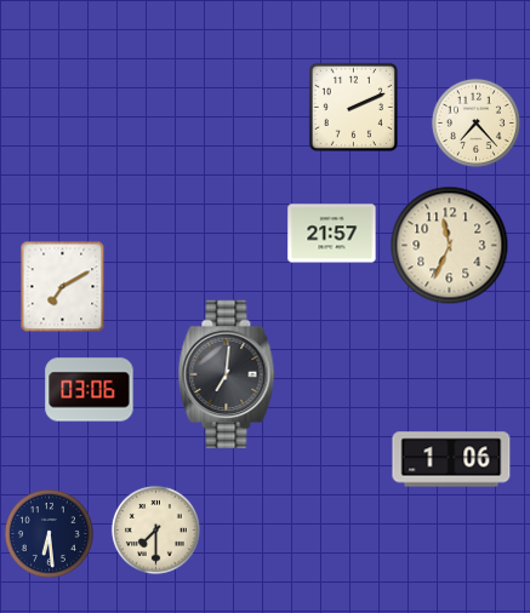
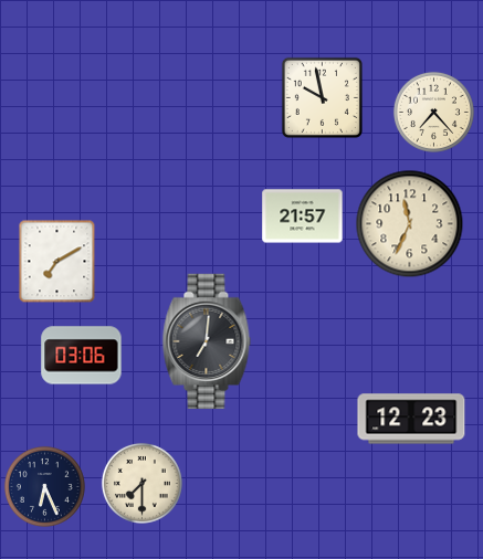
clock at (353, 107): 2:11 -> 9:58
clock at (332, 234) position: (332, 234) -> (303, 217)
clock at (451, 459): 1:06 -> 12:23
clock at (49, 533): 6:29 -> 6:26
